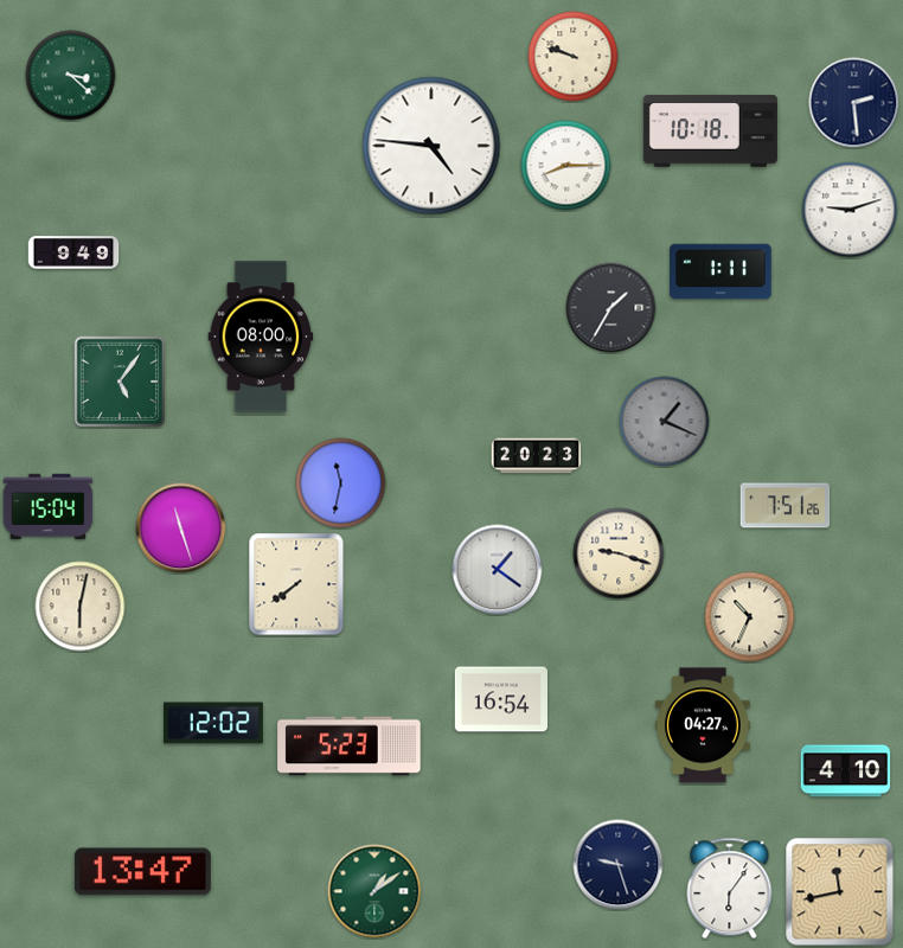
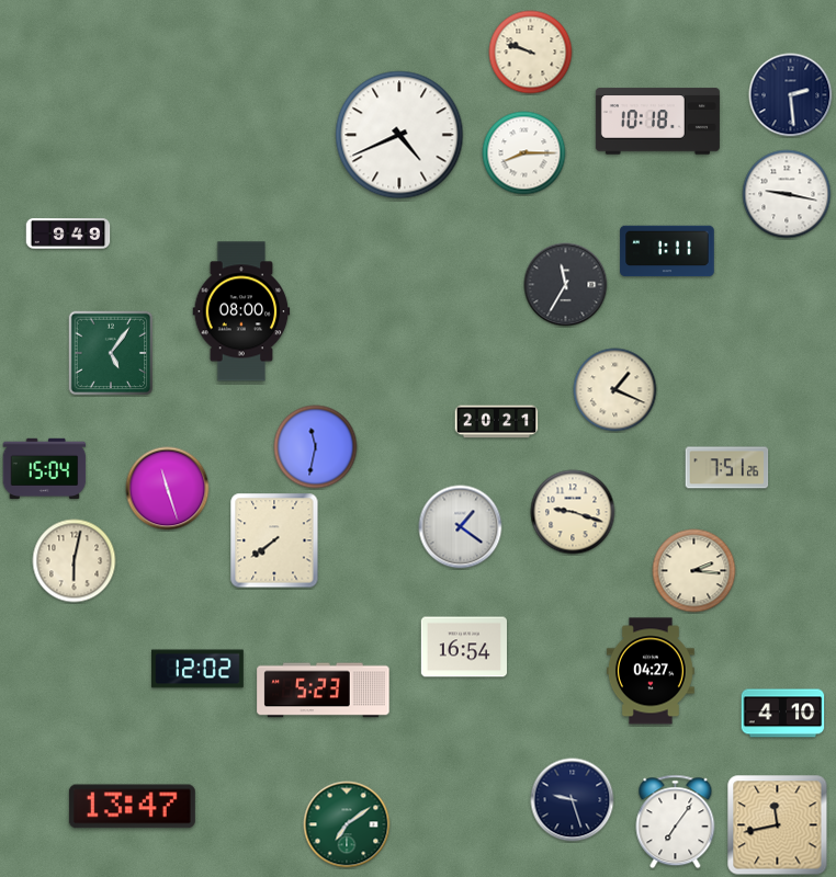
clock at (71, 76): 3:22 -> none
clock at (431, 146): 4:46 -> 4:41
clock at (850, 210): 9:12 -> 9:17
clock at (611, 308): 1:35 -> 11:35
clock at (665, 422) dial: grey -> cream
clock at (537, 456): 20:23 -> 20:21
clock at (750, 617): 10:34 -> 2:16
clock at (730, 889): 6:06 -> 7:06
clock at (374, 891): 1:09 -> 7:09
